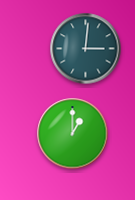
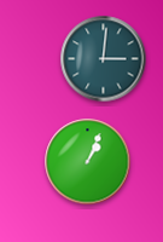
clock at (73, 134): 1:00 -> 1:04
